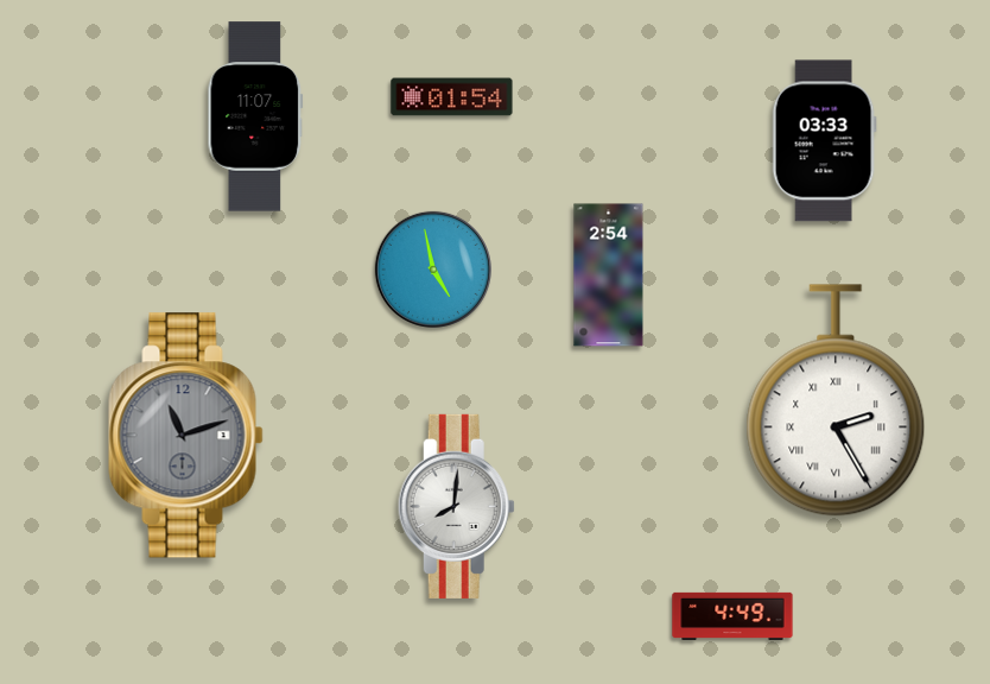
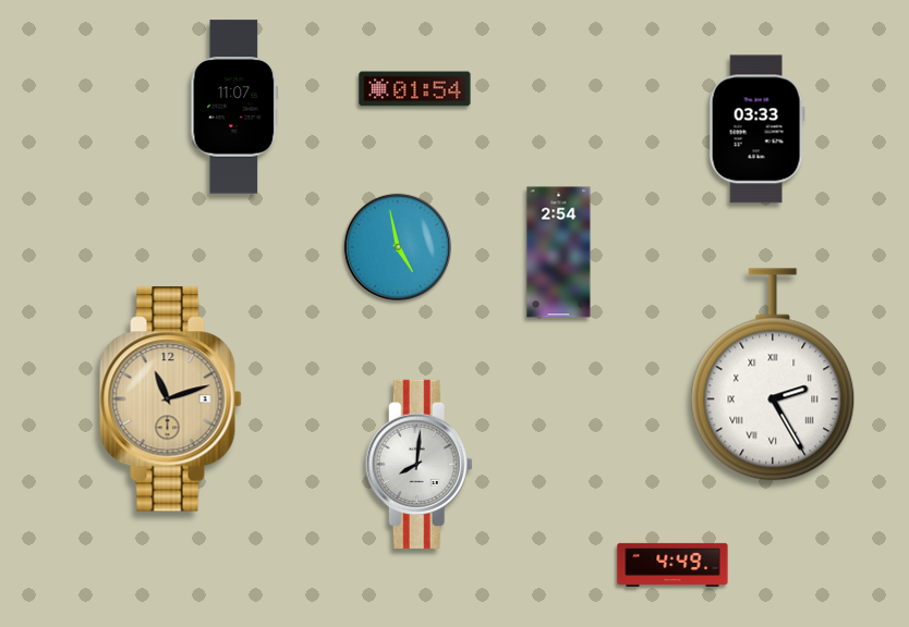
clock at (836, 400) position: (836, 400) -> (773, 374)
clock at (186, 436) dial: grey -> champagne
